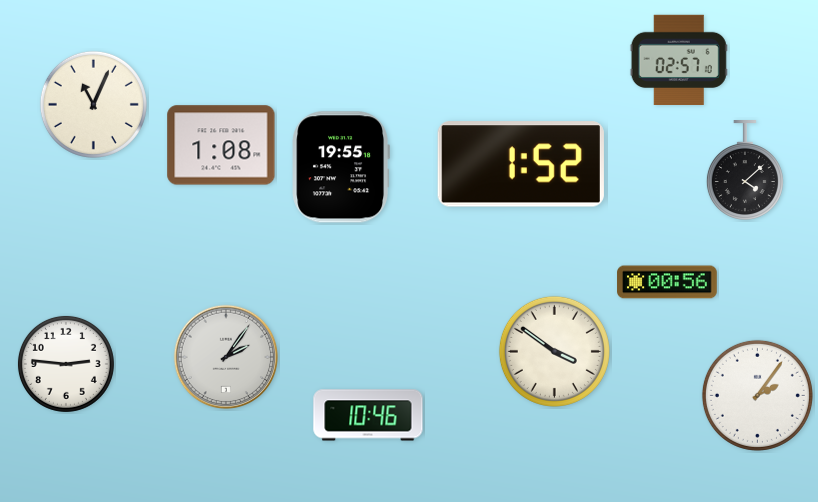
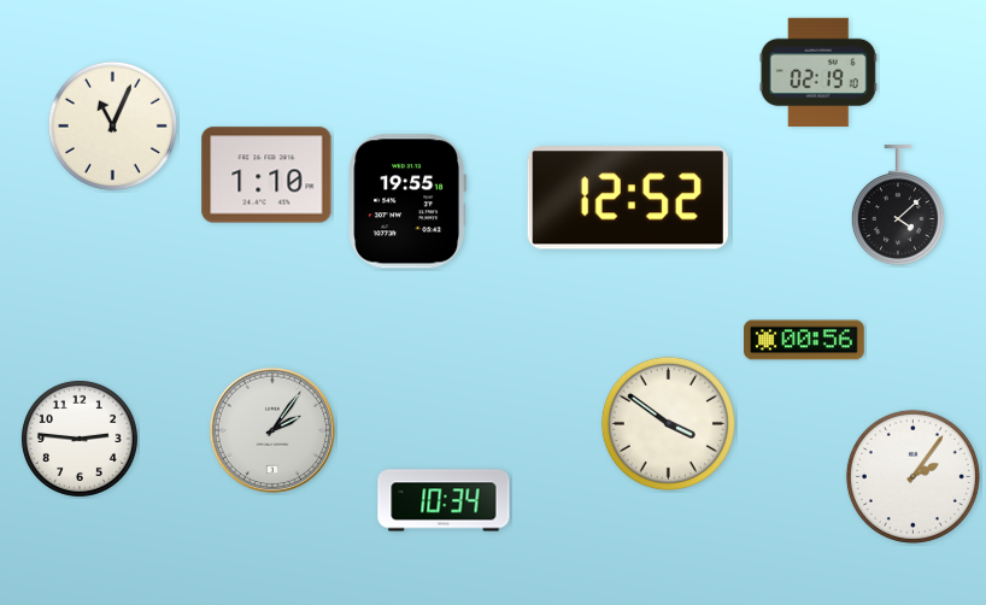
clock at (679, 59): 02:57 -> 02:19
clock at (221, 145): 1:08 -> 1:10
clock at (521, 164): 1:52 -> 12:52
clock at (340, 167) position: (340, 167) -> (406, 201)
clock at (368, 415): 10:46 -> 10:34
